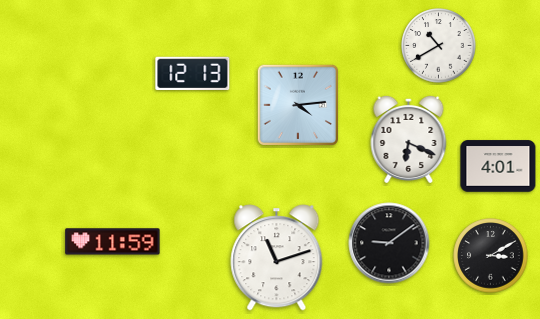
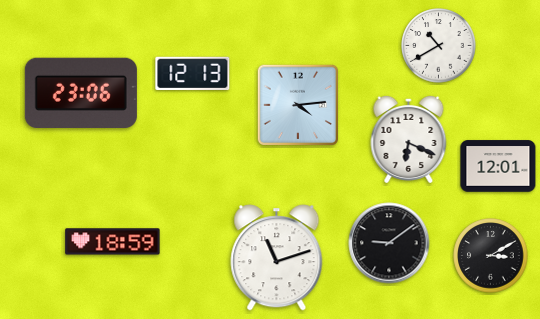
clock at (81, 93): none -> 23:06
clock at (498, 166): 4:01 -> 12:01
clock at (113, 242): 11:59 -> 18:59
